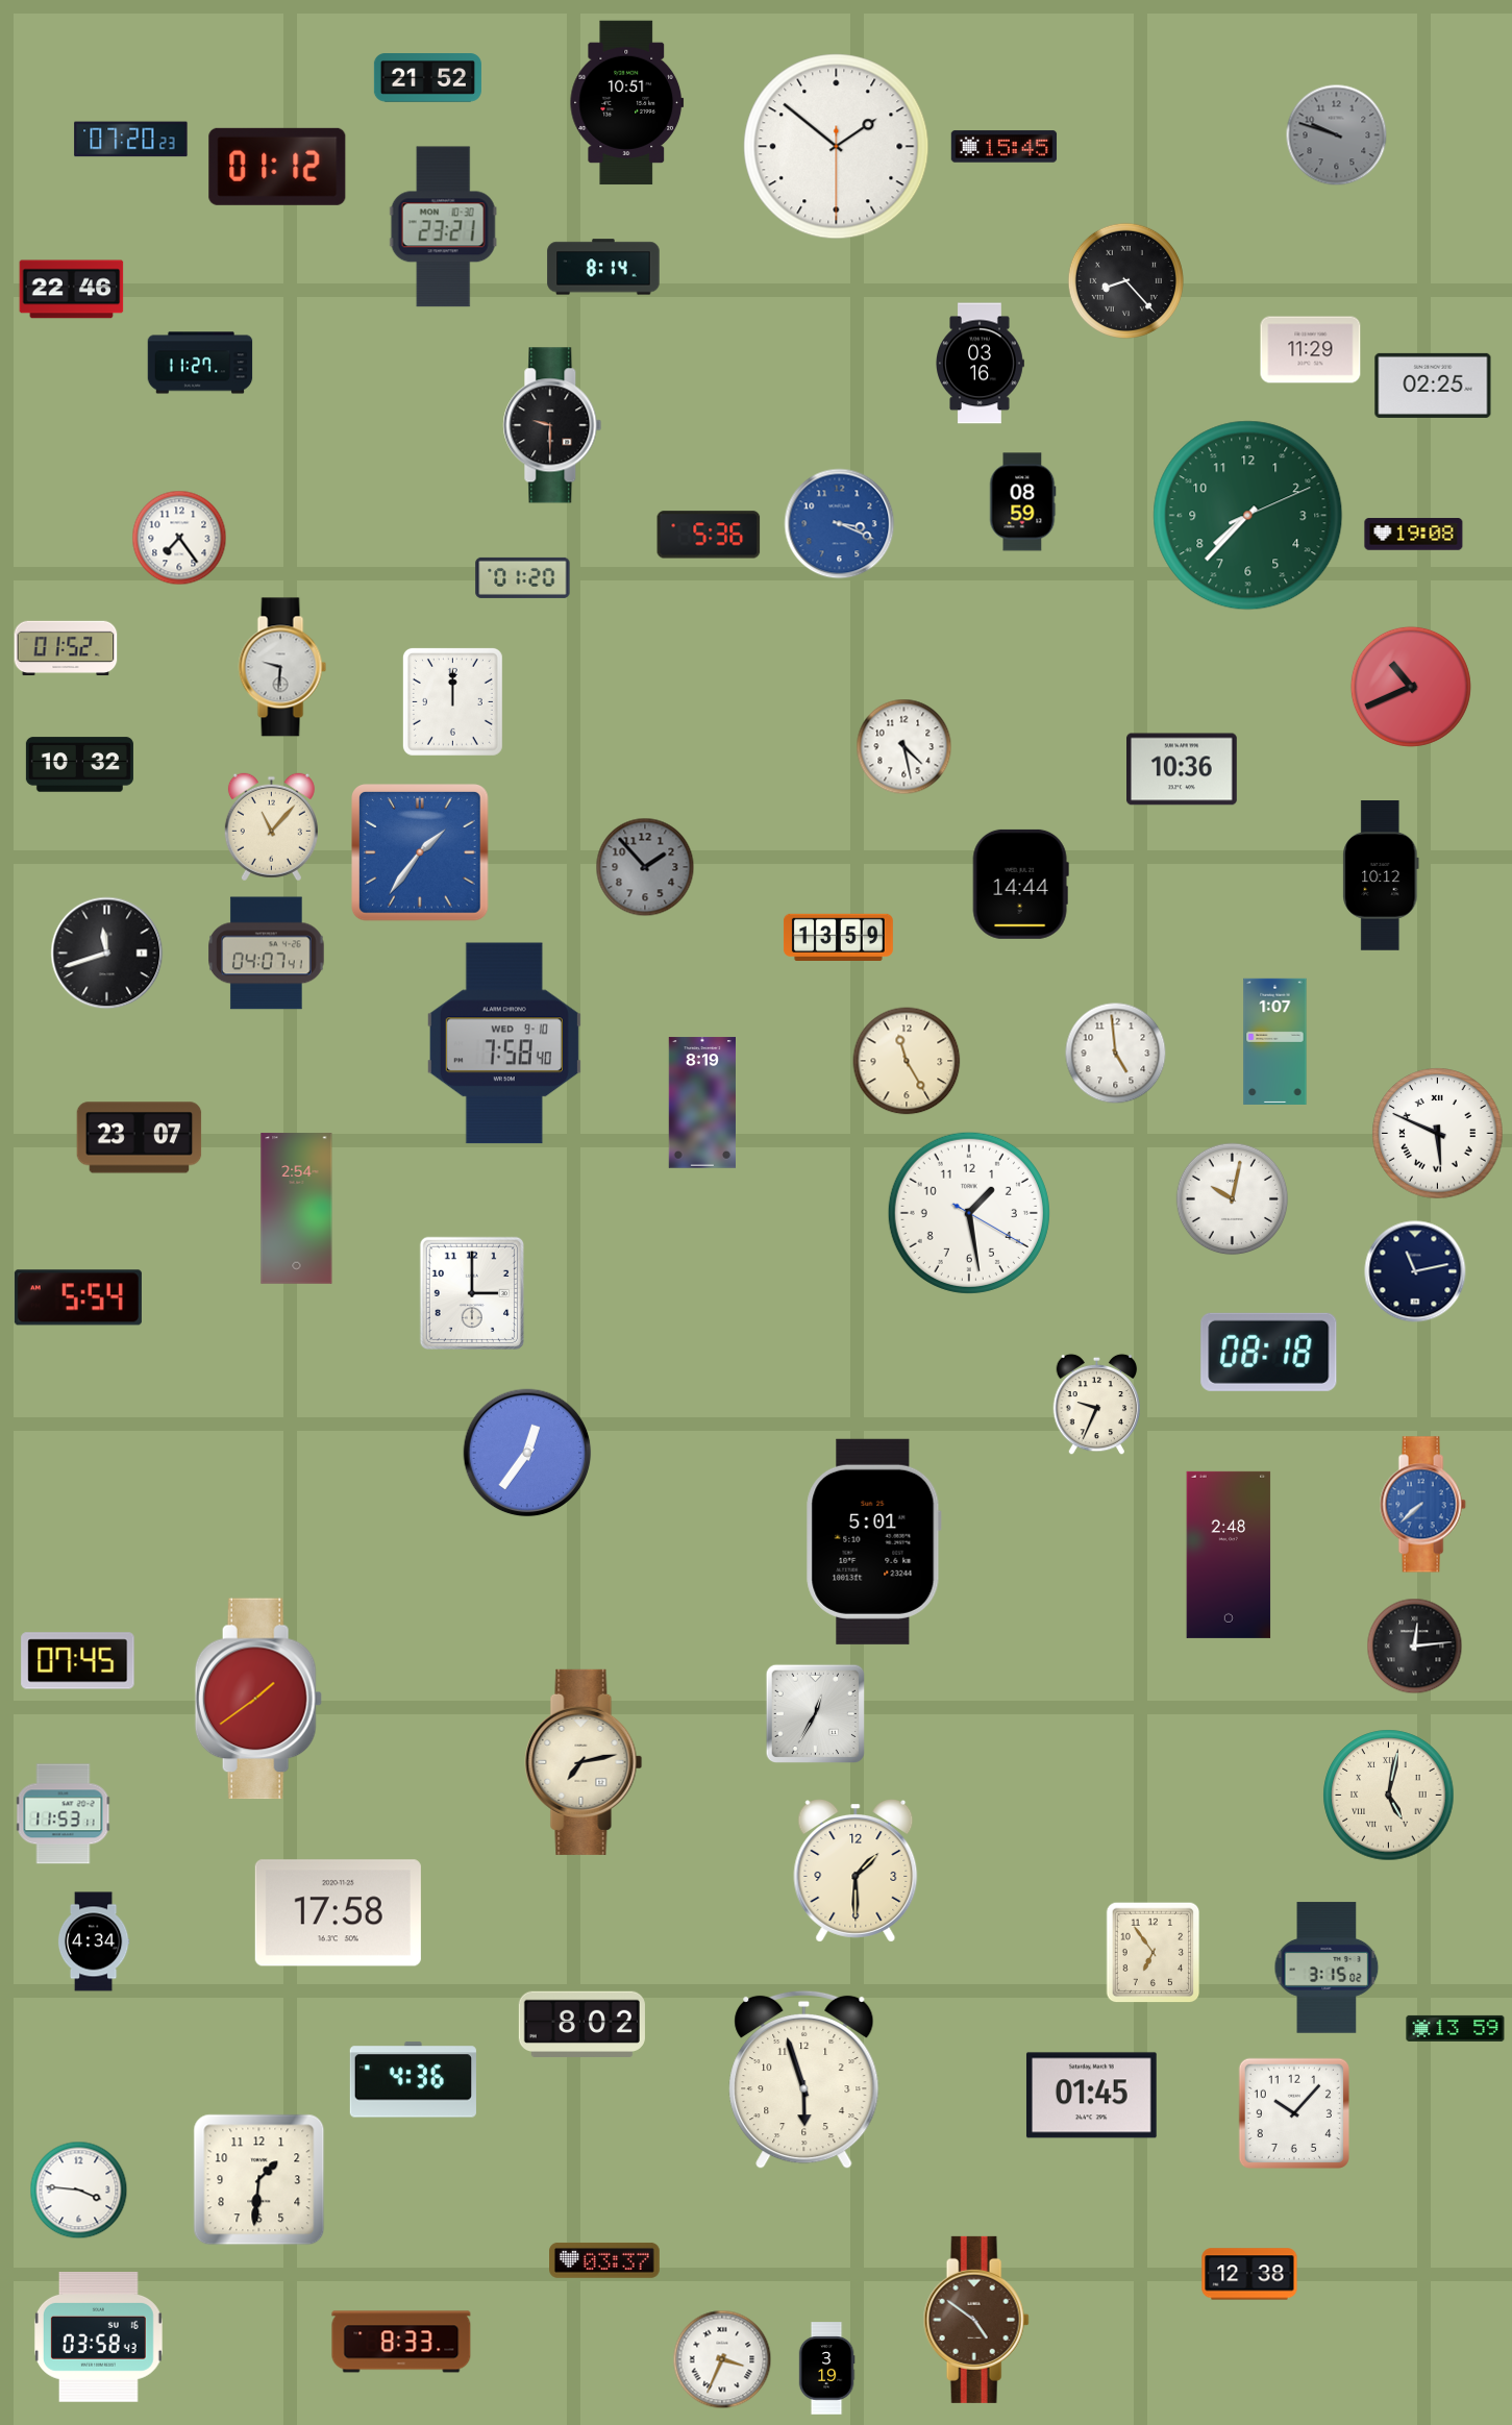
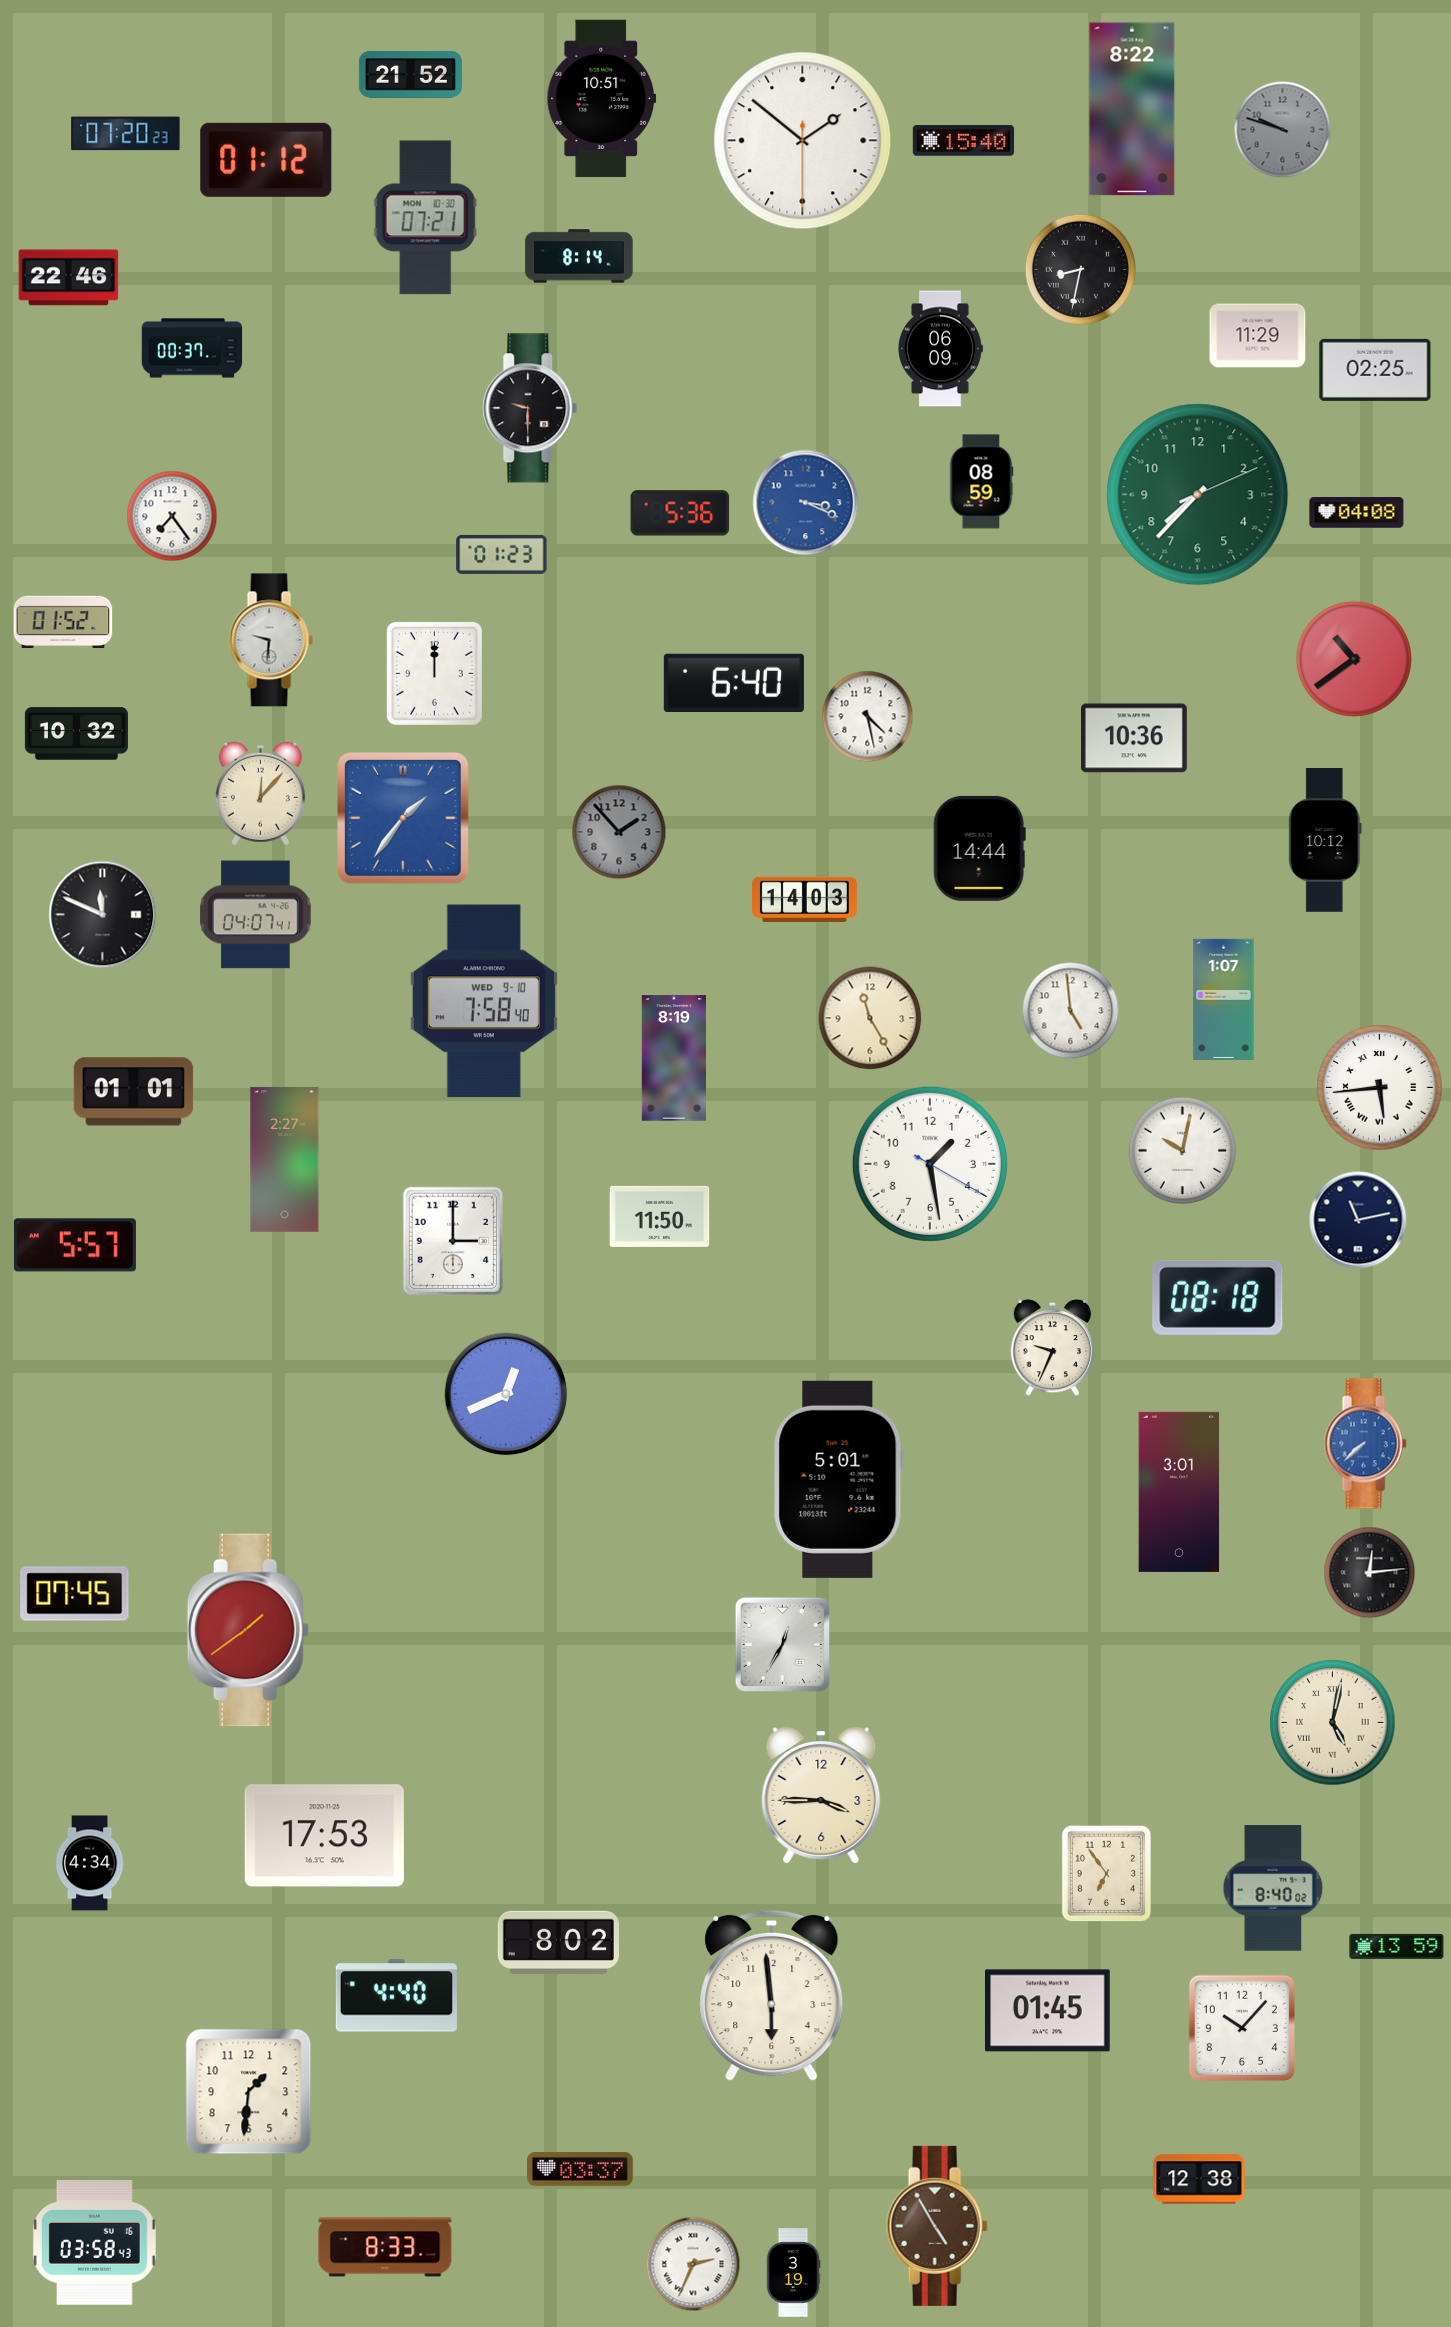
clock at (1132, 109): none -> 8:22
clock at (1005, 147): 15:45 -> 15:40
clock at (443, 227): 23:21 -> 07:21
clock at (1125, 280): 8:23 -> 8:32
clock at (200, 363): 11:27 -> 00:37
clock at (981, 364): 03:16 -> 06:09
clock at (1414, 535): 19:08 -> 04:08
clock at (523, 577): 01:20 -> 01:23
clock at (1411, 687): 10:41 -> 10:39
clock at (734, 682): none -> 6:40
clock at (271, 827): 11:07 -> 12:07
clock at (838, 937): 13:59 -> 14:03
clock at (107, 954): 11:42 -> 11:49
clock at (1438, 1134): 5:49 -> 5:44
clock at (140, 1138): 23:07 -> 01:01
clock at (297, 1209): 2:54 -> 2:27
clock at (660, 1216): none -> 11:50
clock at (78, 1297): 5:54 -> 5:57
clock at (527, 1453): 12:36 -> 12:41
clock at (1229, 1555): 2:48 -> 3:01
clock at (1415, 1647) position: (1415, 1647) -> (1370, 1573)
clock at (584, 1762): 7:13 -> none
clock at (64, 1814): 11:53 -> none
clock at (856, 1872): 1:30 -> 3:45
clock at (338, 1913): 17:58 -> 17:53
clock at (1327, 1968): 3:15 -> 8:40
clock at (413, 2080): 4:36 -> 4:40
clock at (804, 2080): 5:57 -> 5:59
clock at (79, 2191): 3:46 -> none
clock at (1249, 2274) position: (1249, 2274) -> (1199, 2179)
clock at (976, 2320): 4:51 -> 4:55
clock at (722, 2359): 3:34 -> 2:34
